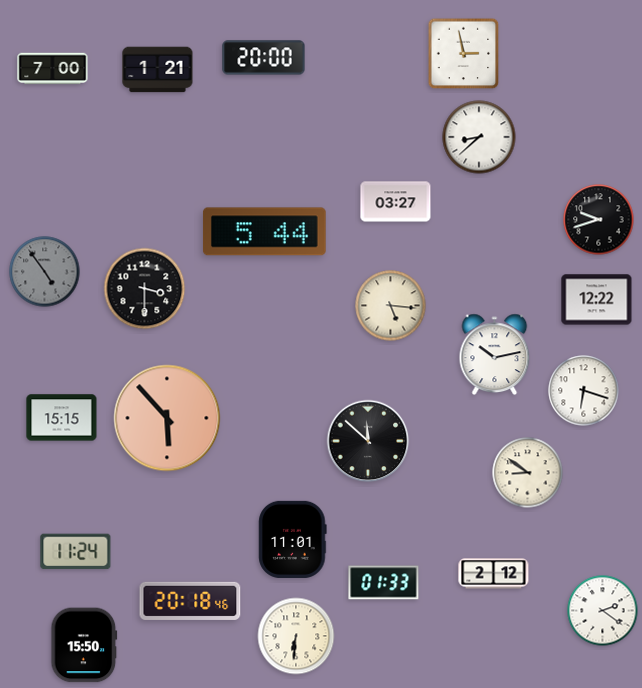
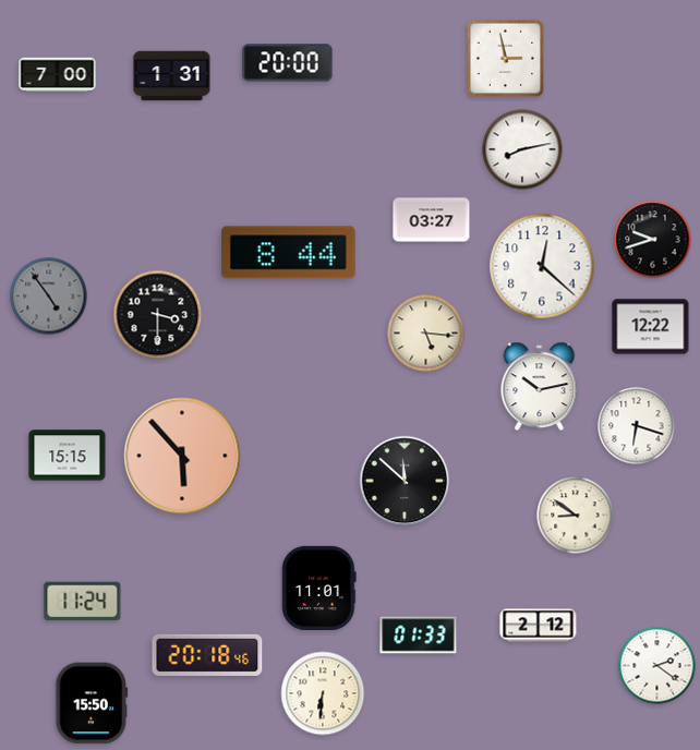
clock at (158, 70): 1:21 -> 1:31
clock at (479, 137): 8:38 -> 8:13
clock at (264, 232): 5:44 -> 8:44
clock at (542, 266): none -> 12:22
clock at (368, 441) position: (368, 441) -> (405, 481)
